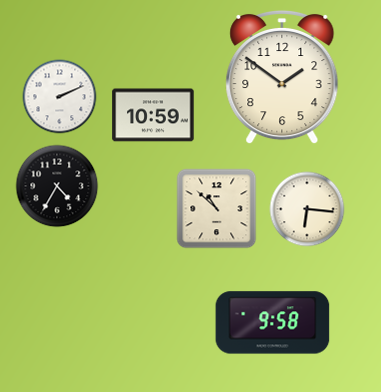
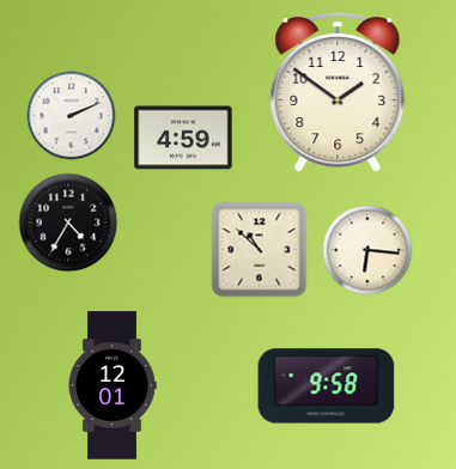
clock at (153, 115): 10:59 -> 4:59
clock at (113, 385): none -> 12:01
